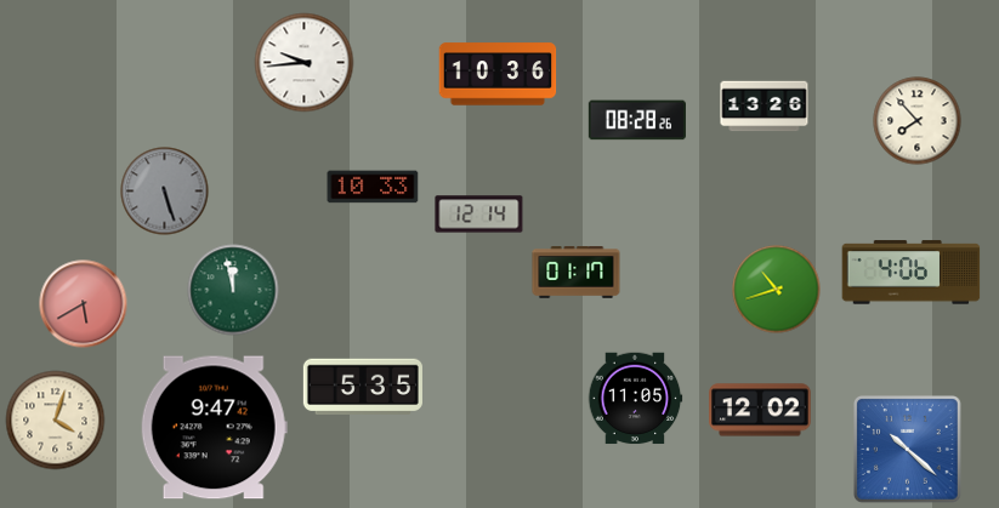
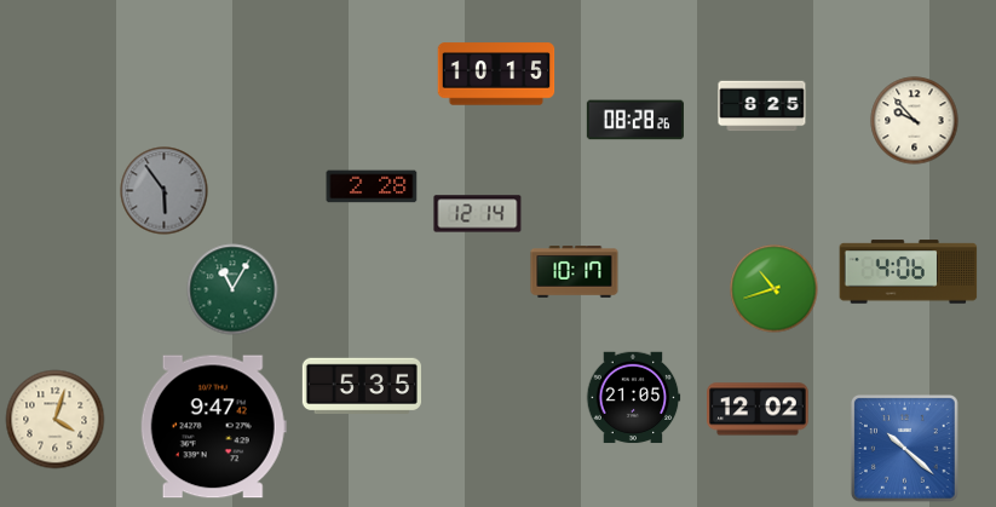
clock at (305, 63): 9:44 -> none
clock at (498, 74): 10:36 -> 10:15
clock at (765, 107): 13:26 -> 8:25
clock at (918, 121): 7:53 -> 9:53
clock at (373, 187): 10:33 -> 2:28
clock at (165, 192): 5:27 -> 5:54
clock at (577, 273): 01:17 -> 10:17
clock at (233, 290): 11:58 -> 11:05
clock at (84, 304): 5:40 -> none
clock at (635, 399): 11:05 -> 21:05
